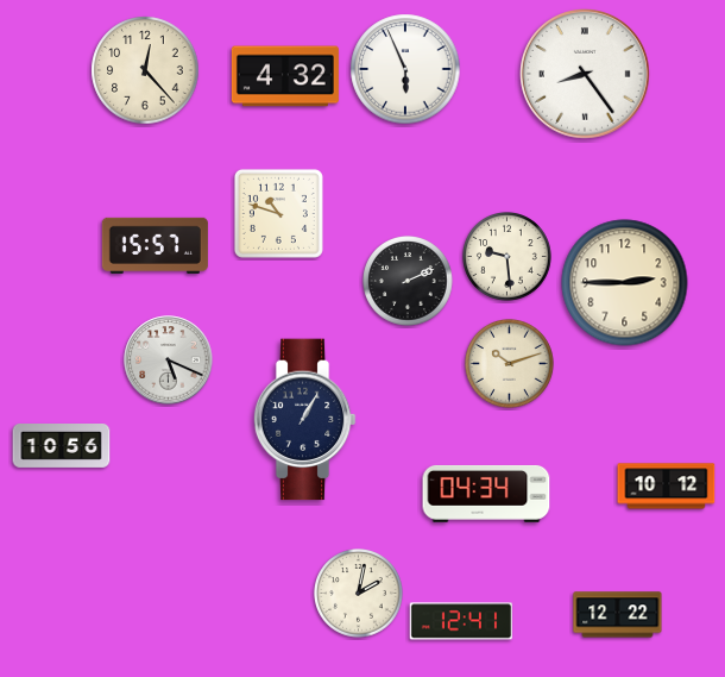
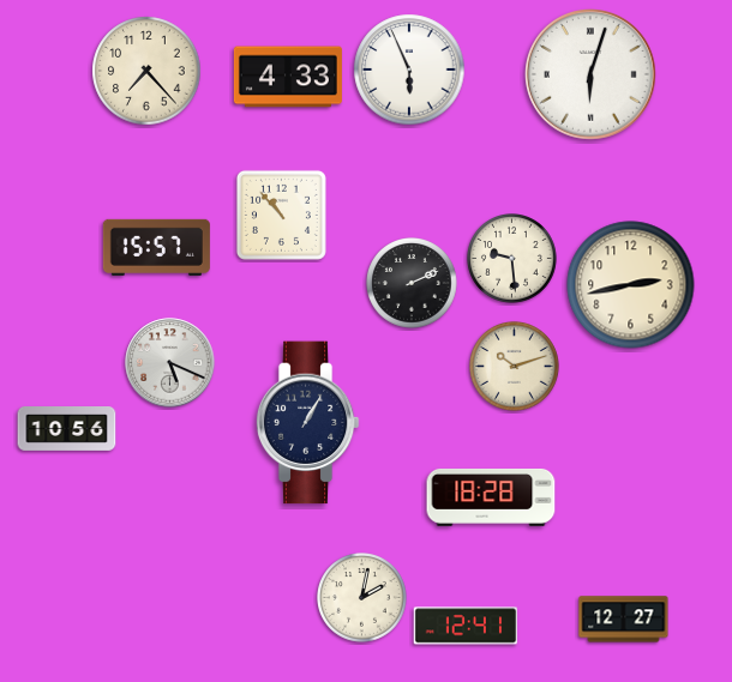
clock at (145, 70): 12:23 -> 7:23
clock at (586, 75): 8:24 -> 6:03
clock at (285, 76): 4:32 -> 4:33
clock at (278, 213): 10:48 -> 10:53
clock at (625, 283): 2:45 -> 2:43
clock at (62, 446) position: (62, 446) -> (67, 429)
clock at (667, 487): 10:12 -> none
clock at (486, 494): 04:34 -> 18:28
clock at (618, 615): 12:22 -> 12:27
